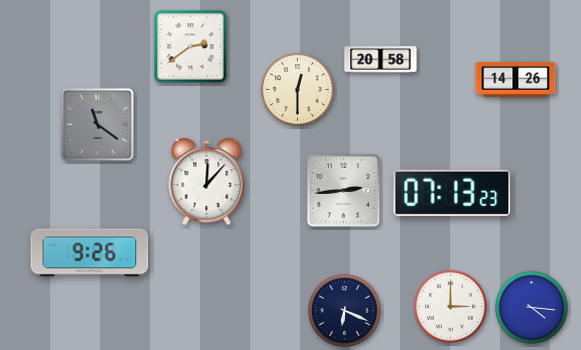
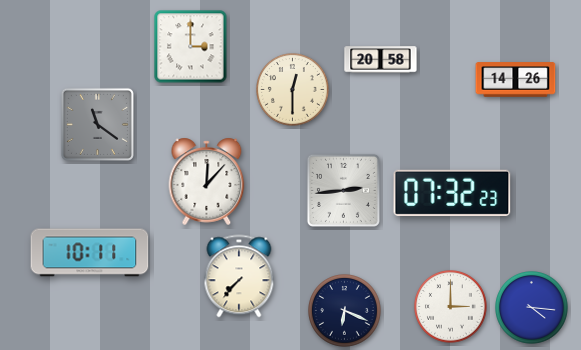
clock at (191, 47): 2:39 -> 3:00
clock at (298, 90) position: (298, 90) -> (293, 90)
clock at (452, 193): 07:13 -> 07:32
clock at (90, 253): 9:26 -> 10:11
clock at (239, 276): none -> 7:37
